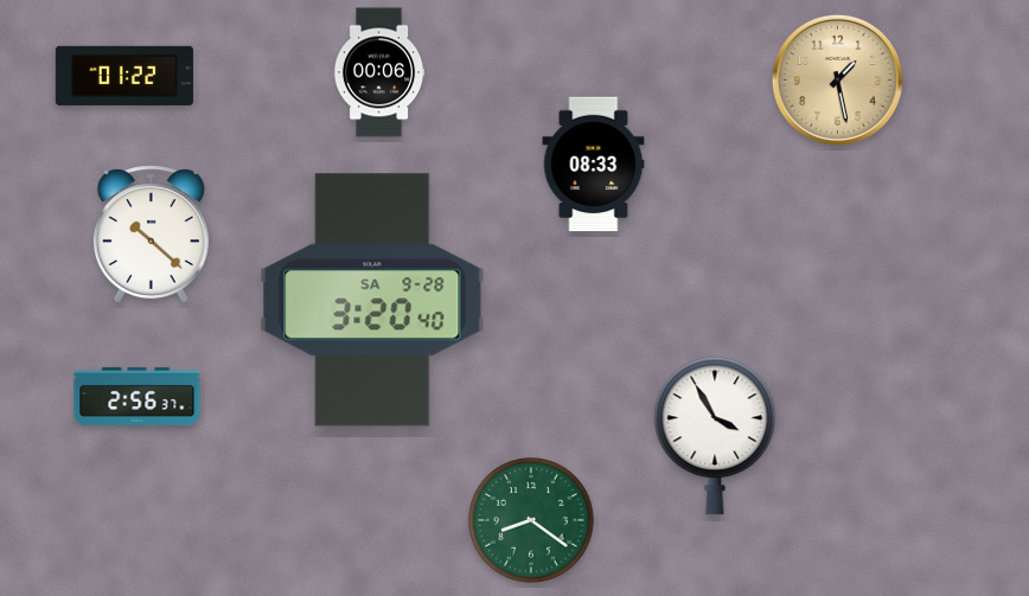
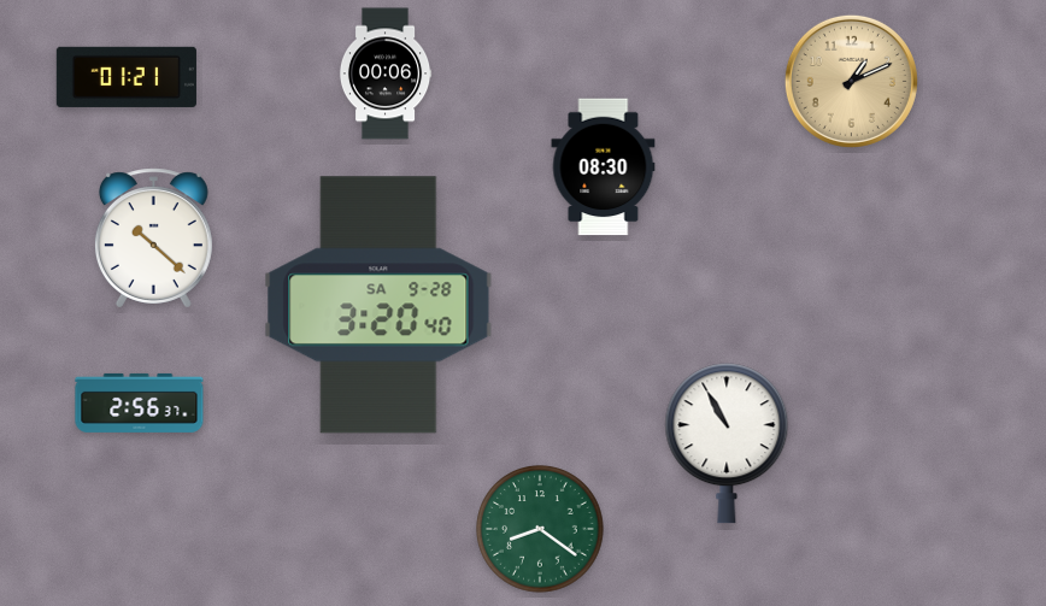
clock at (124, 76): 01:22 -> 01:21
clock at (837, 79): 1:28 -> 1:11
clock at (594, 165): 08:33 -> 08:30
clock at (715, 436): 3:55 -> 10:55
